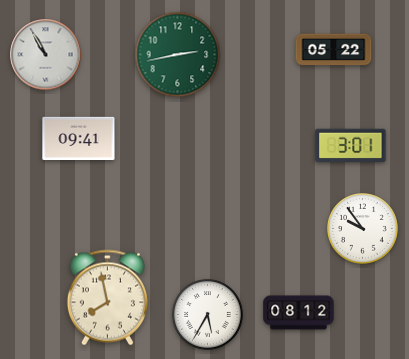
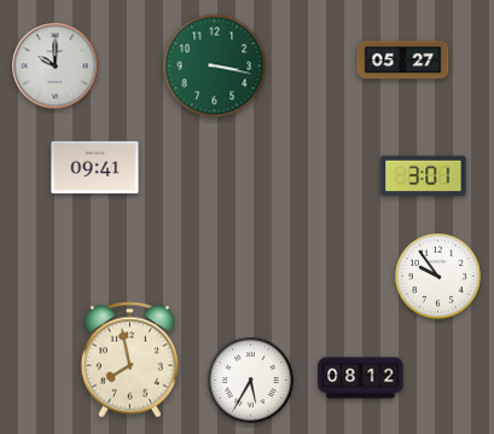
clock at (334, 50): 05:22 -> 05:27
clock at (46, 55): 10:55 -> 10:00
clock at (178, 55): 2:43 -> 3:17
